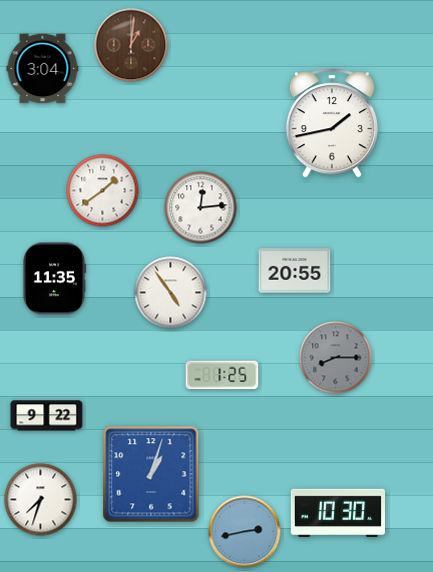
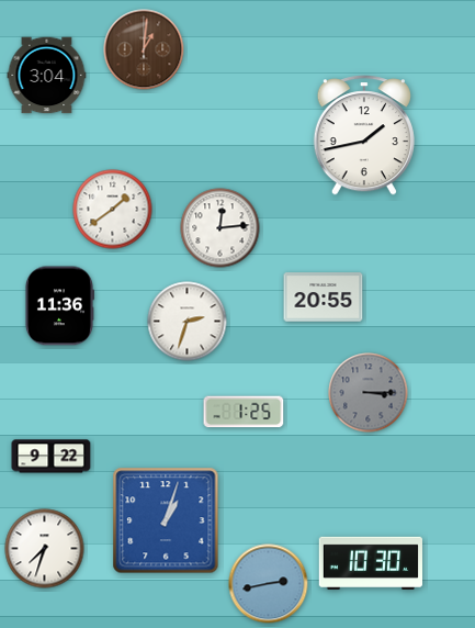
clock at (54, 279): 11:35 -> 11:36
clock at (171, 293): 4:54 -> 2:33
clock at (336, 358): 8:15 -> 3:15
